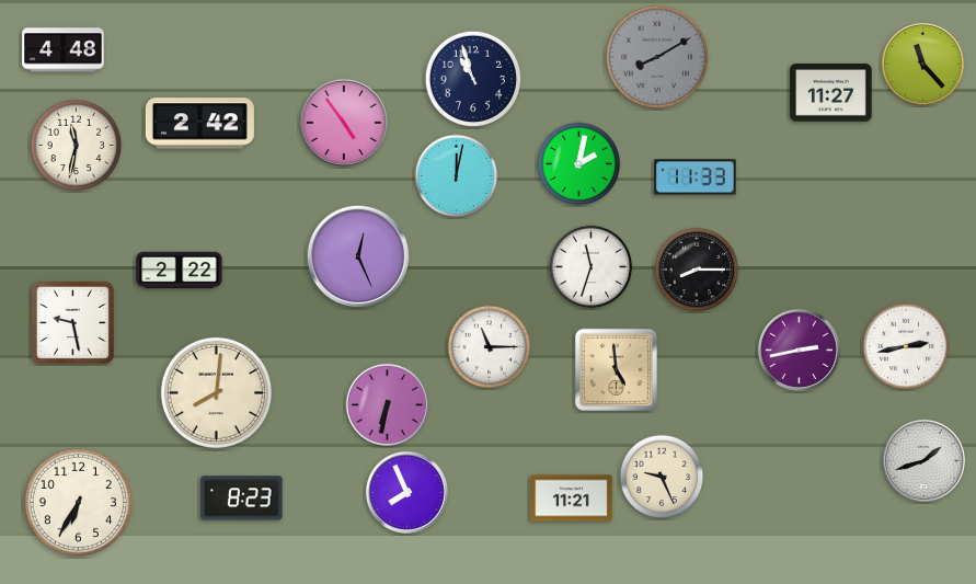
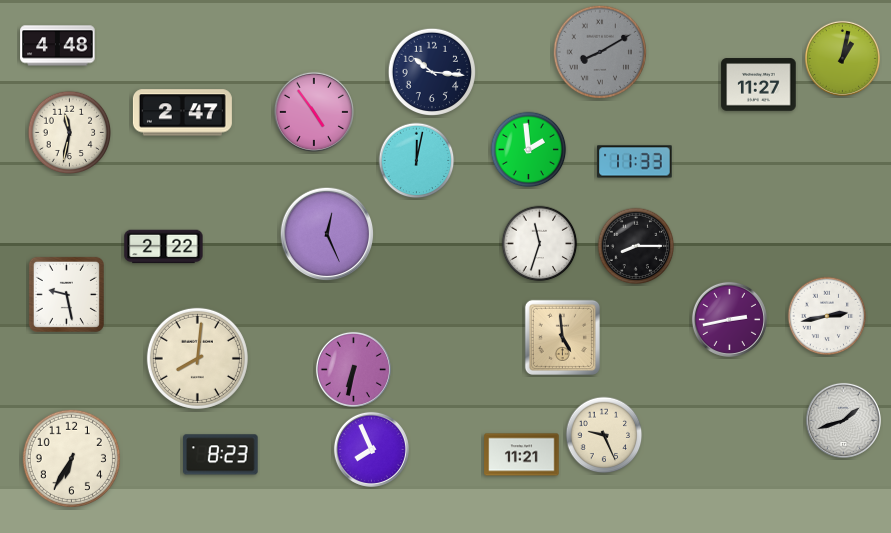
clock at (922, 64): 11:23 -> 1:02
clock at (473, 79): 10:57 -> 10:16
clock at (199, 124): 2:42 -> 2:47
clock at (579, 164): 2:02 -> 1:59
clock at (490, 347): 11:15 -> none
